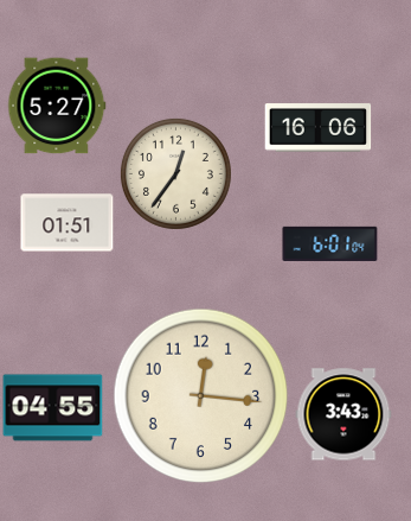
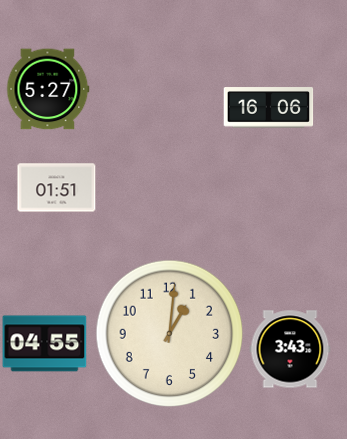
clock at (175, 173): 12:36 -> none
clock at (330, 243): 6:01 -> none
clock at (201, 396): 12:16 -> 1:01
